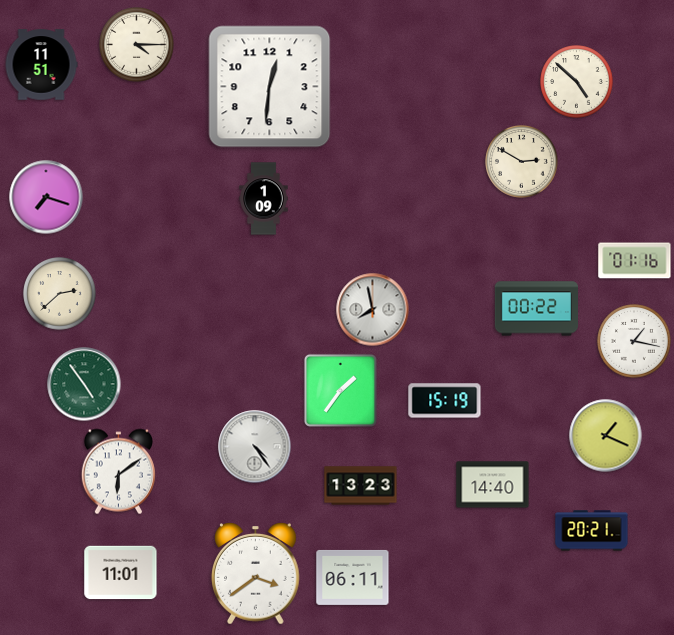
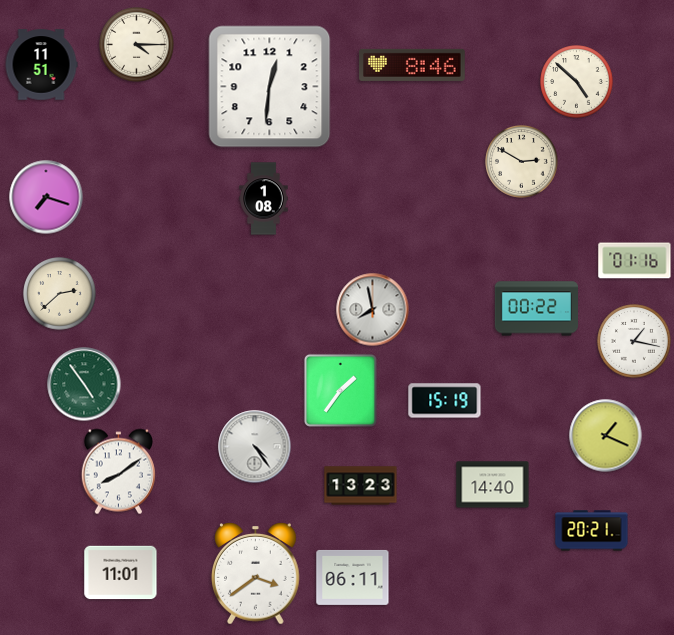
clock at (412, 65): none -> 8:46
clock at (264, 199): 1:09 -> 1:08
clock at (118, 472): 6:09 -> 8:09
